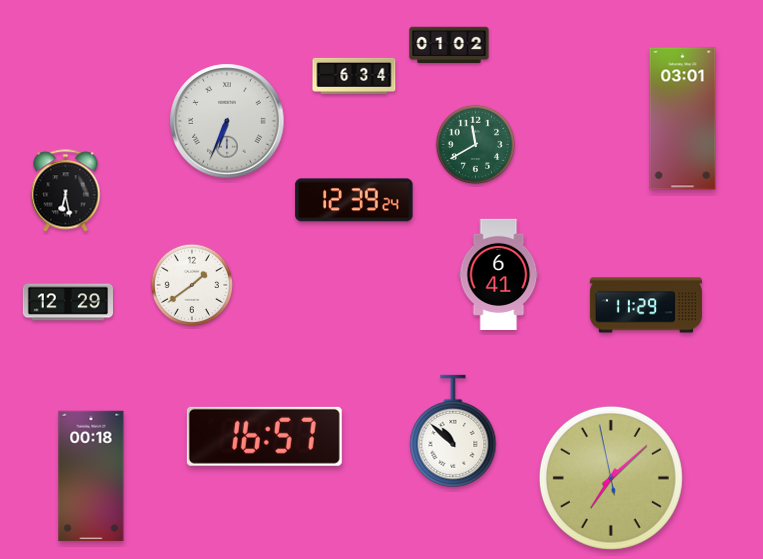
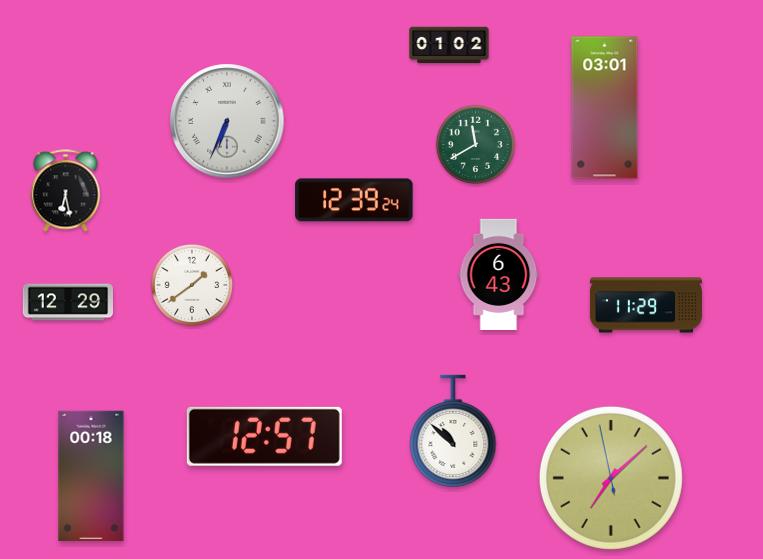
clock at (354, 76): 6:34 -> none
clock at (683, 119) position: (683, 119) -> (605, 108)
clock at (499, 274): 6:41 -> 6:43
clock at (264, 436): 16:57 -> 12:57
